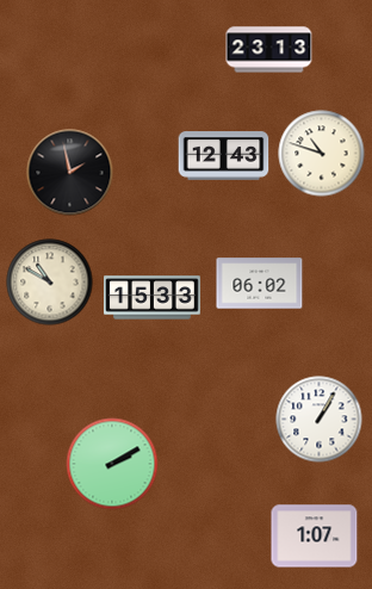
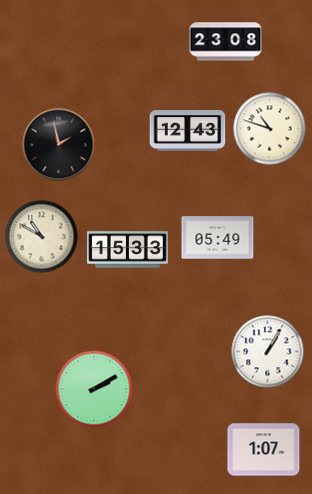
clock at (269, 50): 23:13 -> 23:08
clock at (260, 284): 06:02 -> 05:49
